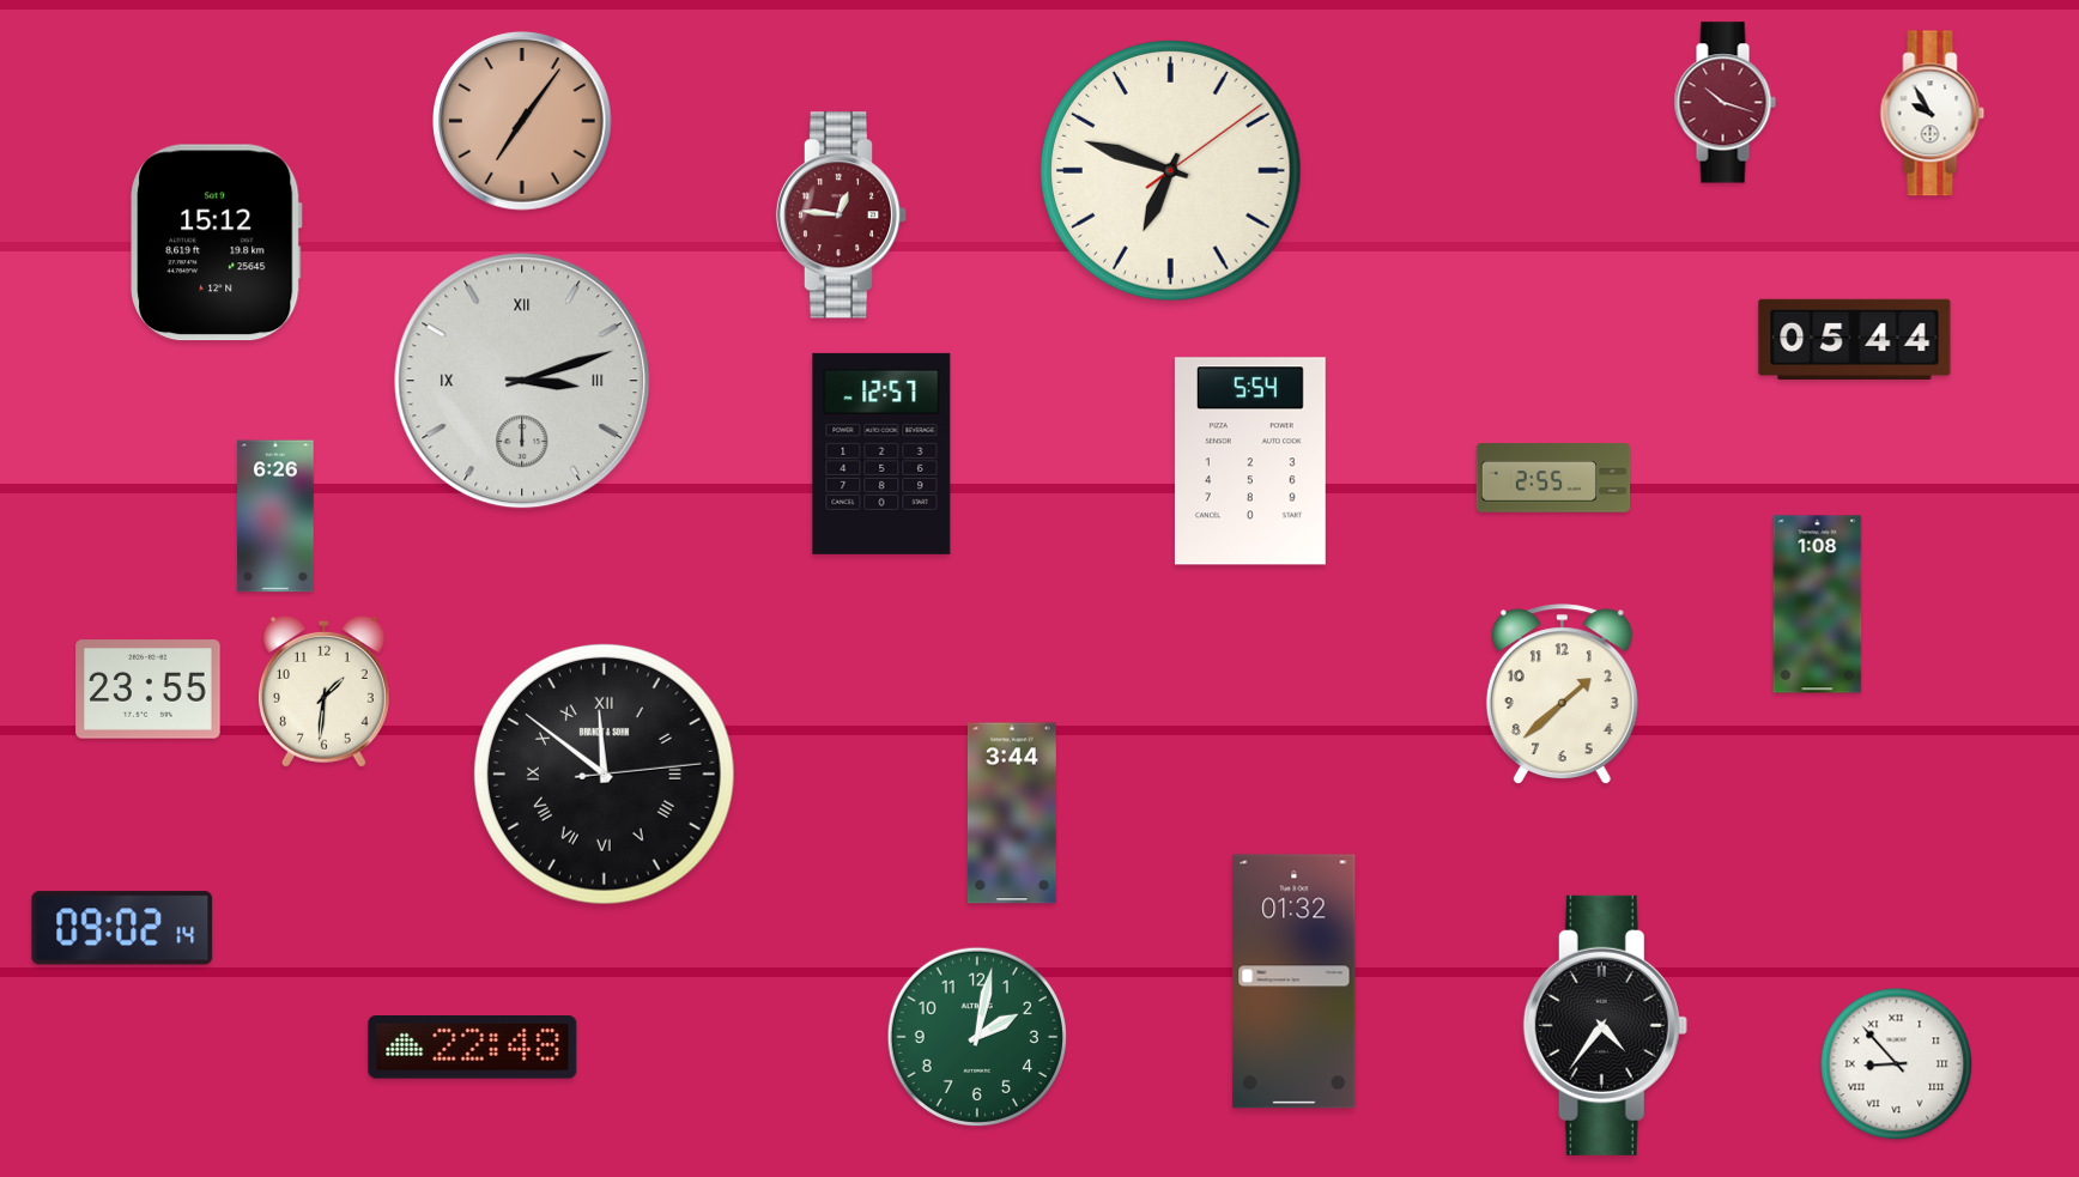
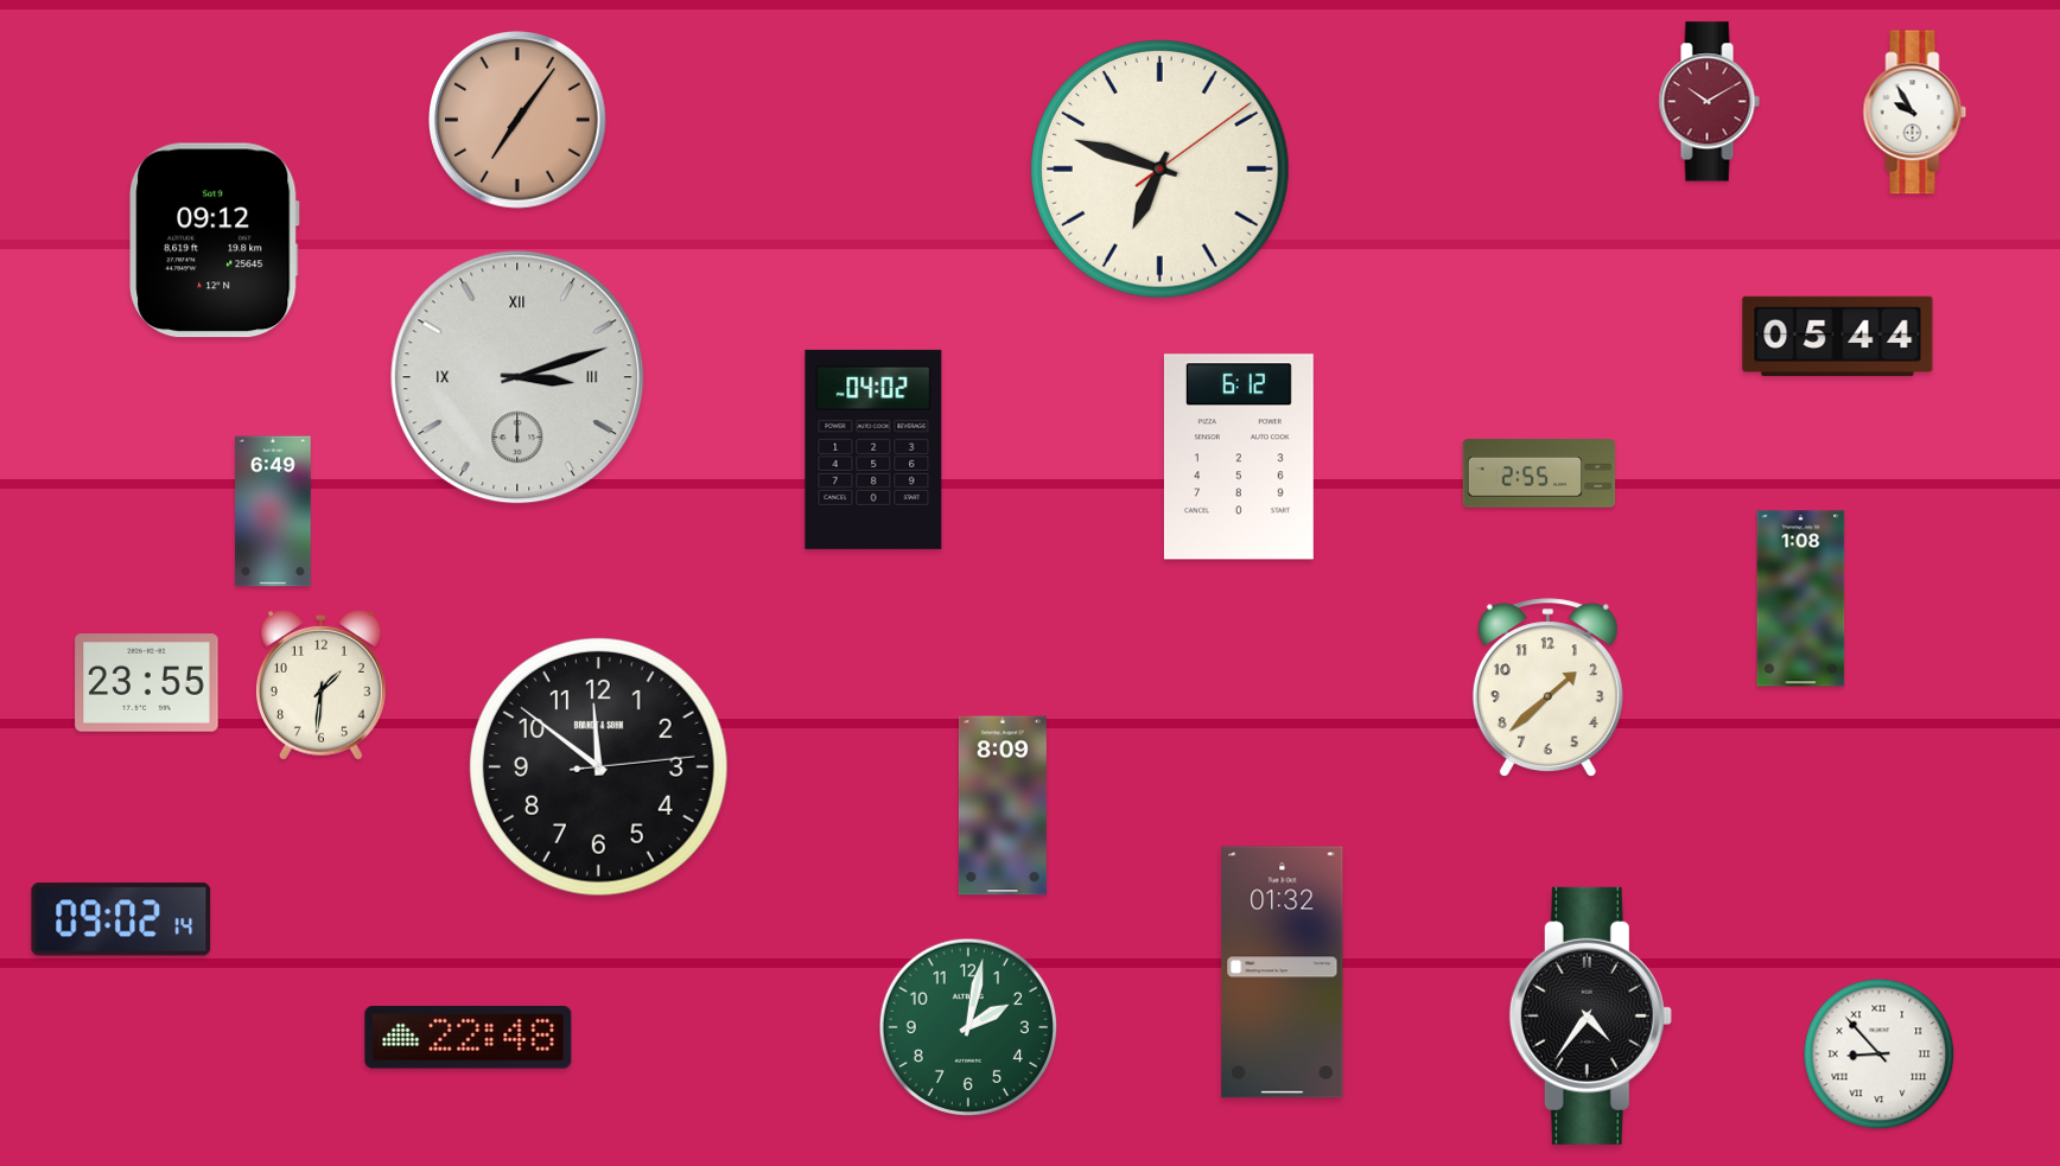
clock at (1725, 103): 10:18 -> 10:10
clock at (842, 216): 12:46 -> none
clock at (217, 243): 15:12 -> 09:12
clock at (881, 454): 12:57 -> 04:02
clock at (1250, 461): 5:54 -> 6:12
clock at (275, 516): 6:26 -> 6:49
clock at (605, 775) numerals: Roman -> Arabic
clock at (1012, 813): 3:44 -> 8:09
